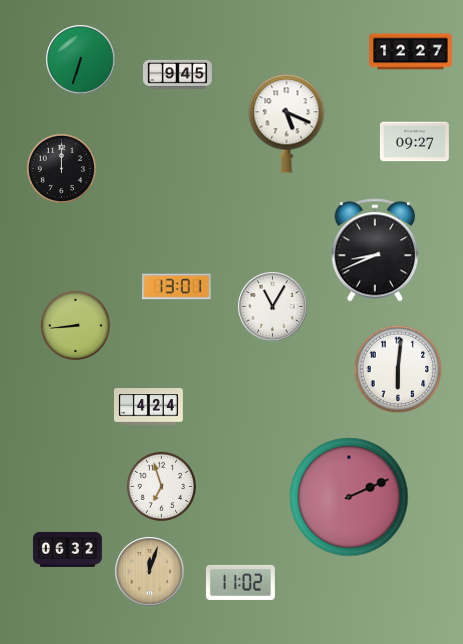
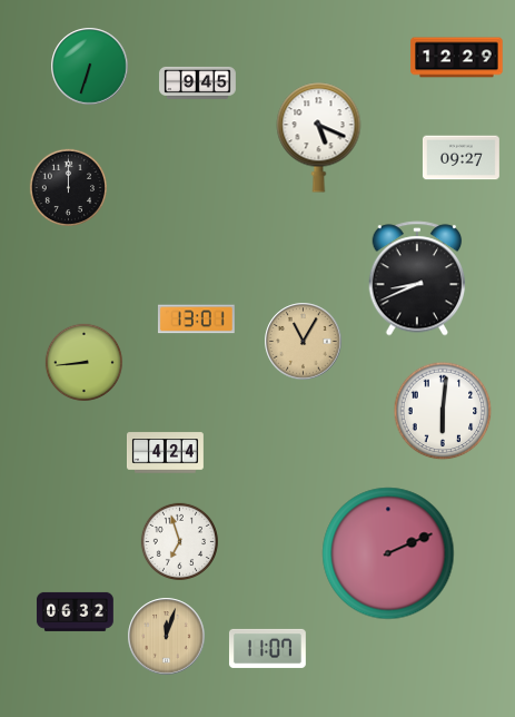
clock at (411, 52): 12:27 -> 12:29
clock at (273, 307) dial: white -> champagne
clock at (240, 582): 11:02 -> 11:07
